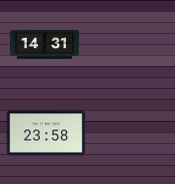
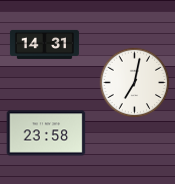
clock at (135, 83): none -> 7:02
